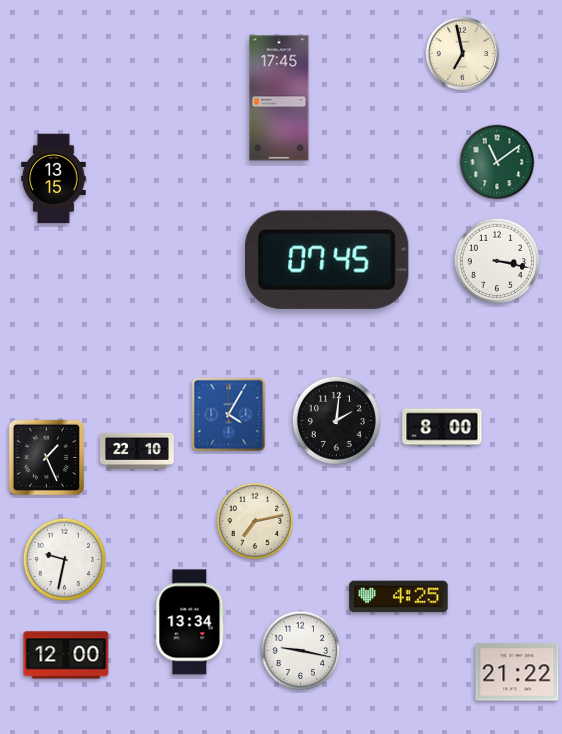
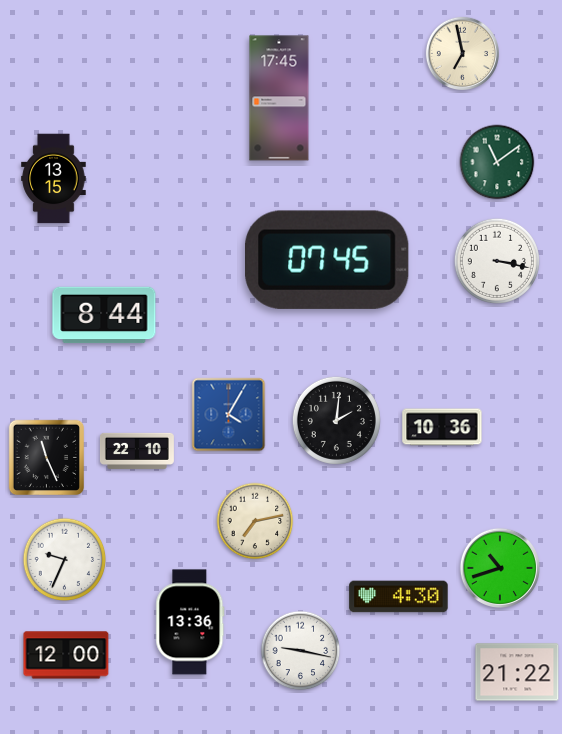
clock at (104, 315): none -> 8:44
clock at (442, 427): 8:00 -> 10:36
clock at (46, 457): 1:26 -> 11:26
clock at (65, 560): 9:32 -> 9:34
clock at (500, 568): none -> 10:42
clock at (399, 597): 4:25 -> 4:30
clock at (190, 622): 13:34 -> 13:36
